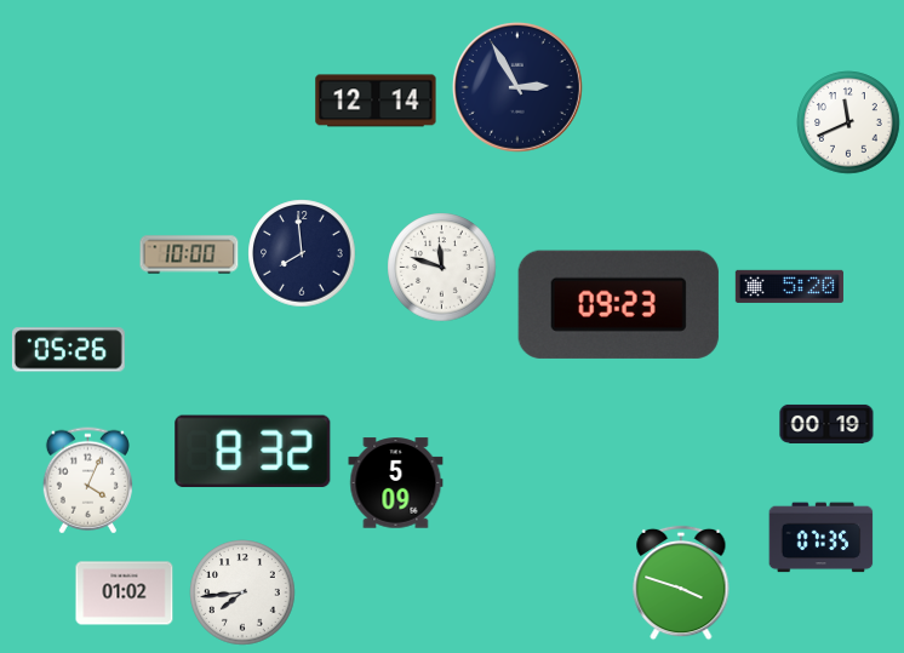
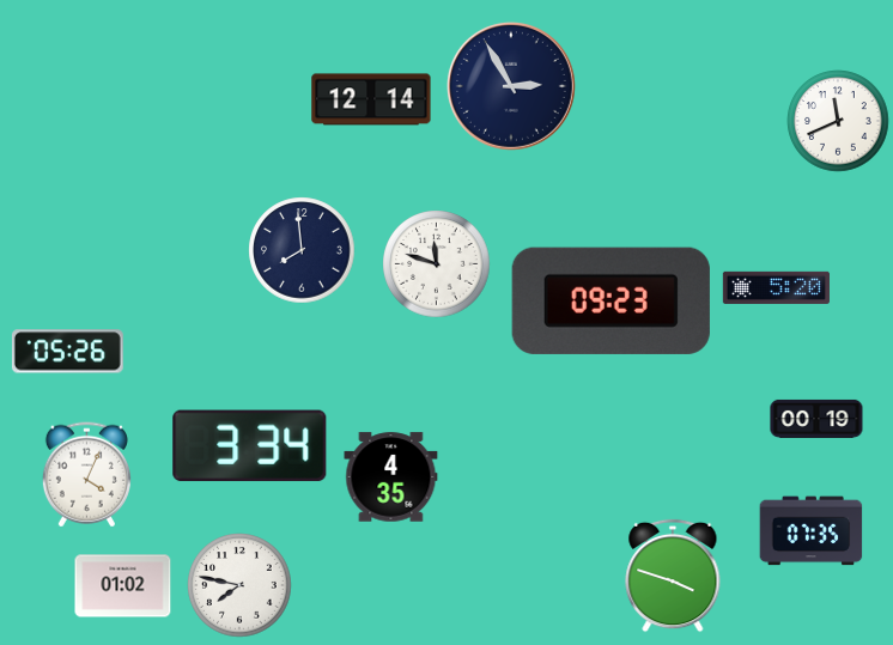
clock at (302, 253) position: (302, 253) -> (302, 250)
clock at (189, 254): 10:00 -> none
clock at (789, 286) position: (789, 286) -> (776, 287)
clock at (68, 350) position: (68, 350) -> (67, 352)
clock at (253, 452): 8:32 -> 3:34
clock at (396, 483): 5:09 -> 4:35
clock at (242, 592): 7:44 -> 7:47
